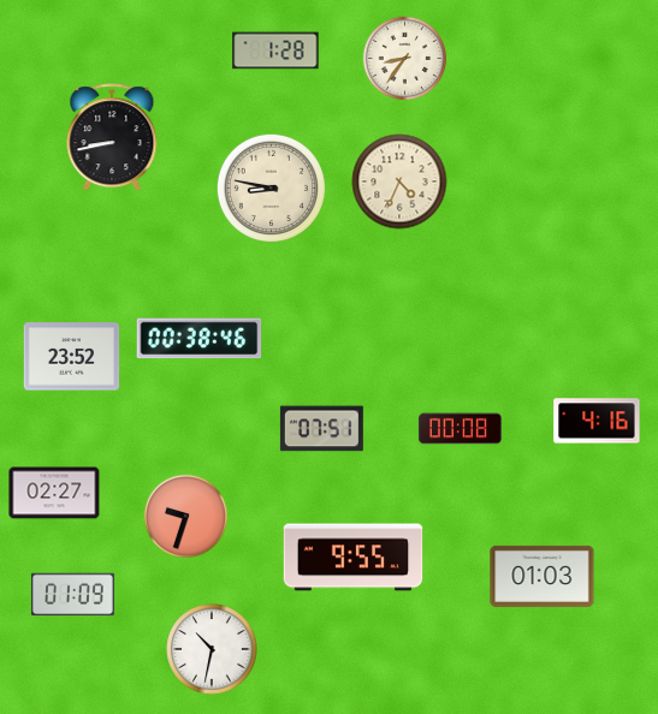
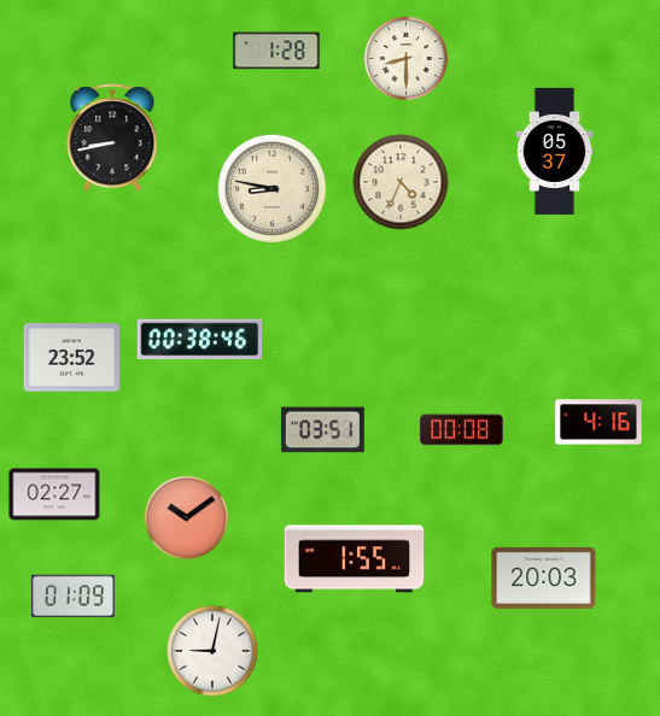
clock at (405, 59): 8:36 -> 8:30
clock at (555, 151): none -> 05:37
clock at (321, 429): 07:51 -> 03:51
clock at (186, 517): 9:33 -> 10:09
clock at (354, 558): 9:55 -> 1:55
clock at (543, 576): 01:03 -> 20:03
clock at (212, 649): 10:32 -> 9:02
